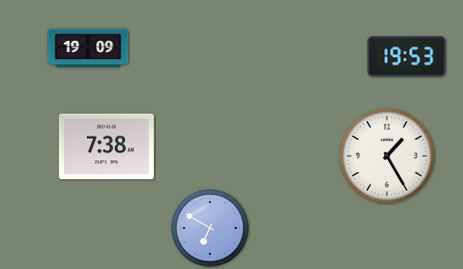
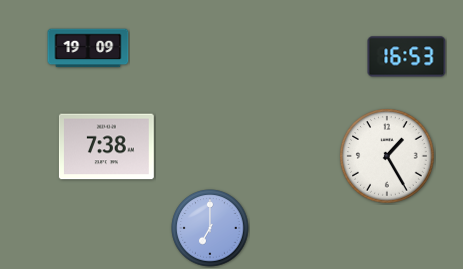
clock at (407, 57): 19:53 -> 16:53
clock at (210, 228): 6:50 -> 7:00
